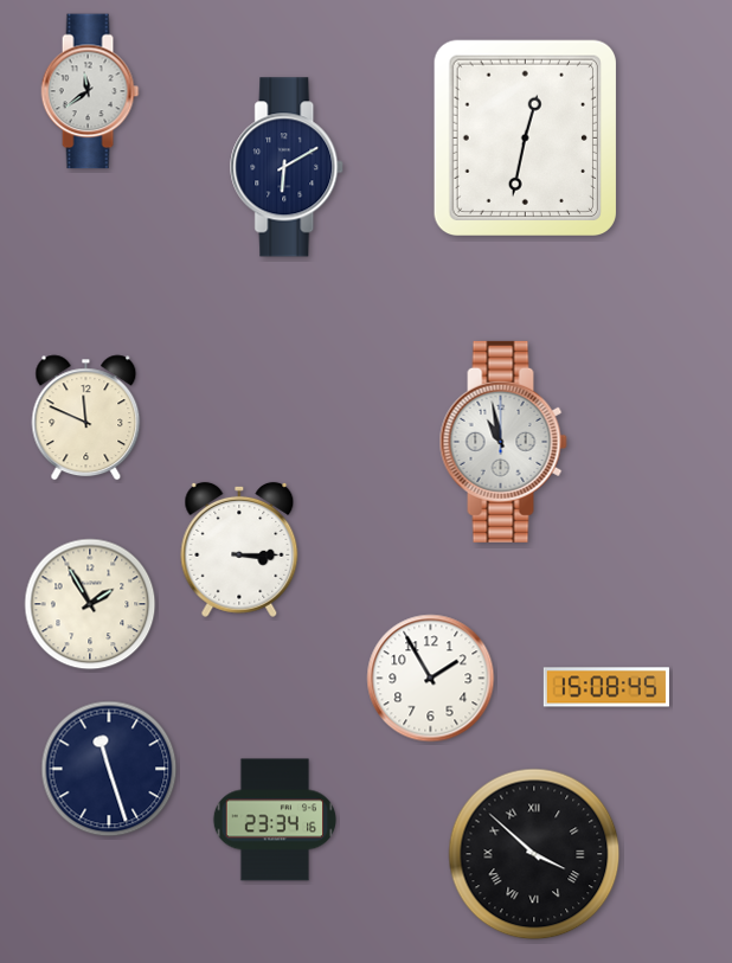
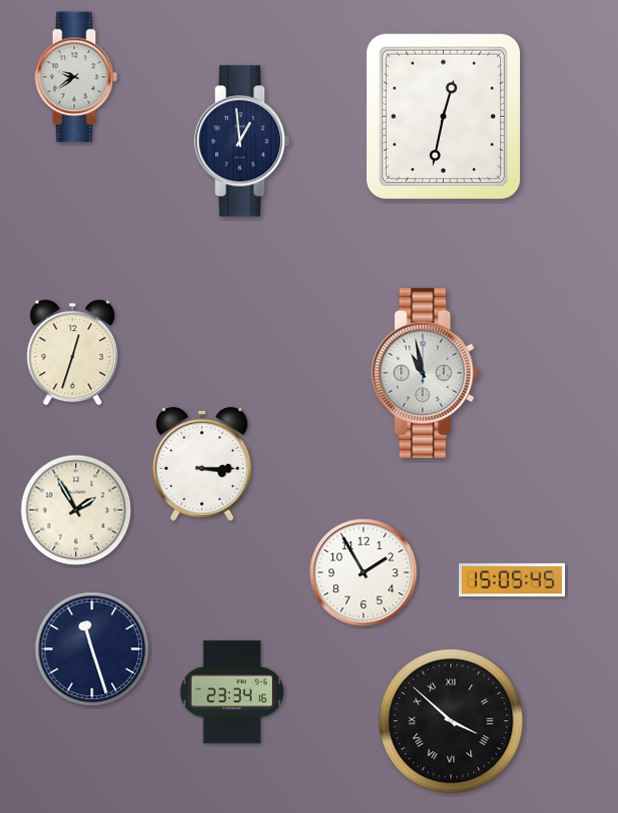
clock at (90, 91): 11:39 -> 9:39
clock at (288, 167): 6:10 -> 12:59
clock at (86, 418): 11:49 -> 12:33
clock at (606, 687): 15:08 -> 15:05
